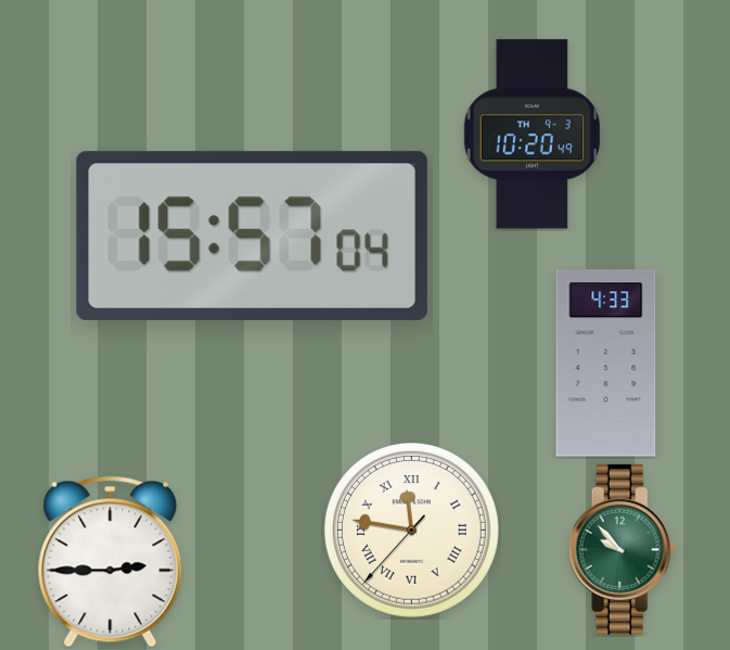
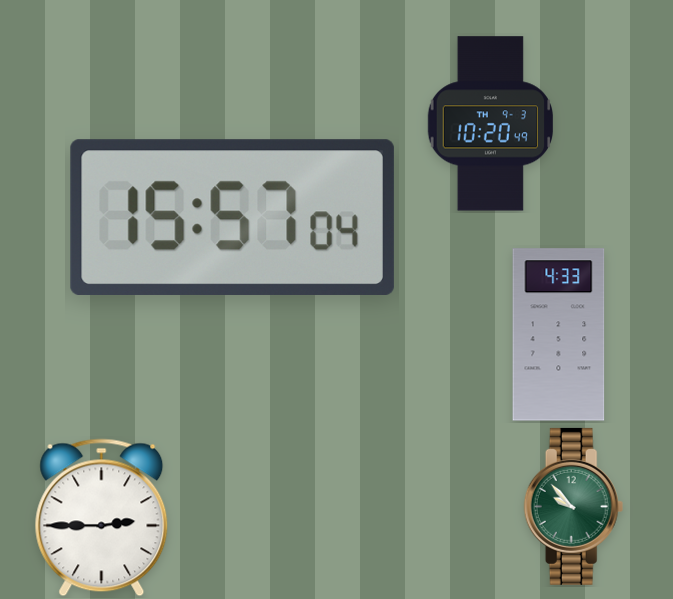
clock at (411, 530): 11:46 -> none
